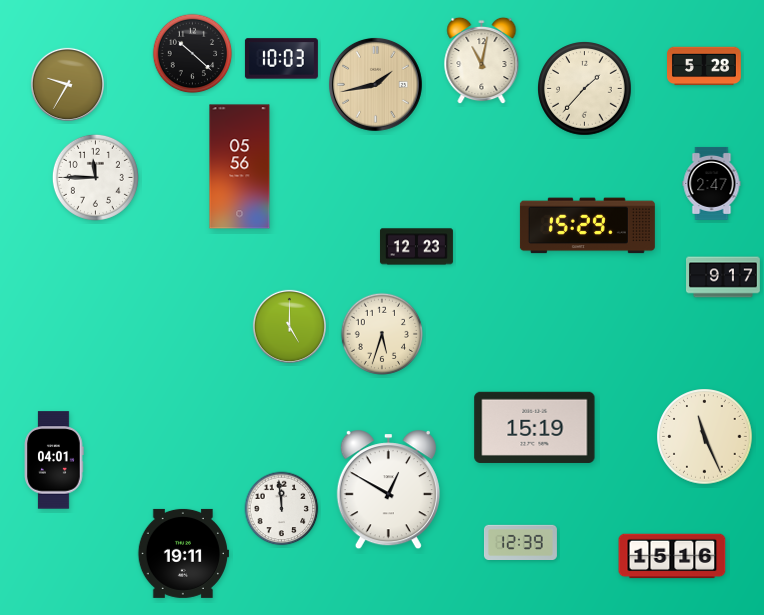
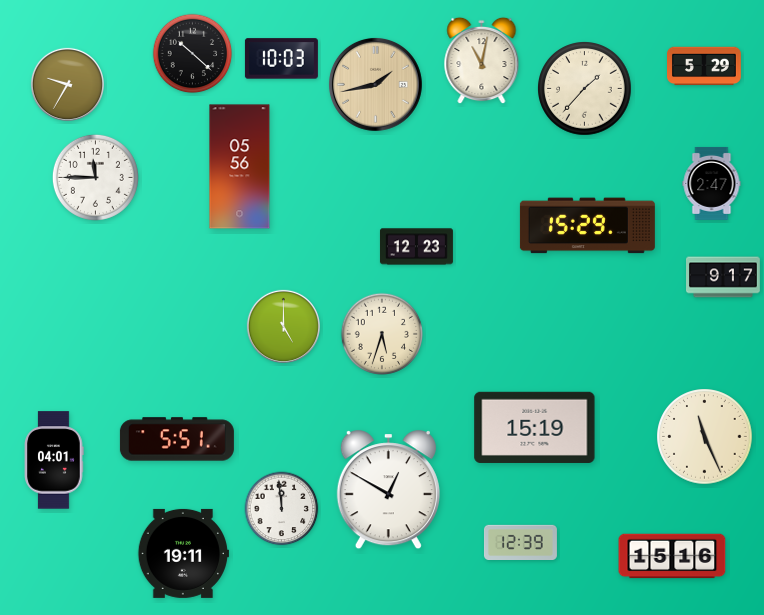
clock at (705, 66): 5:28 -> 5:29
clock at (289, 326) position: (289, 326) -> (283, 326)
clock at (177, 439): none -> 5:51
